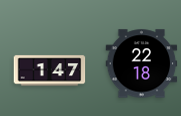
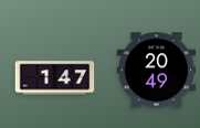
clock at (142, 64): 22:18 -> 20:49
